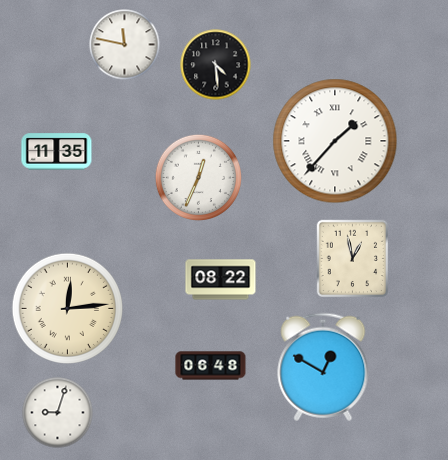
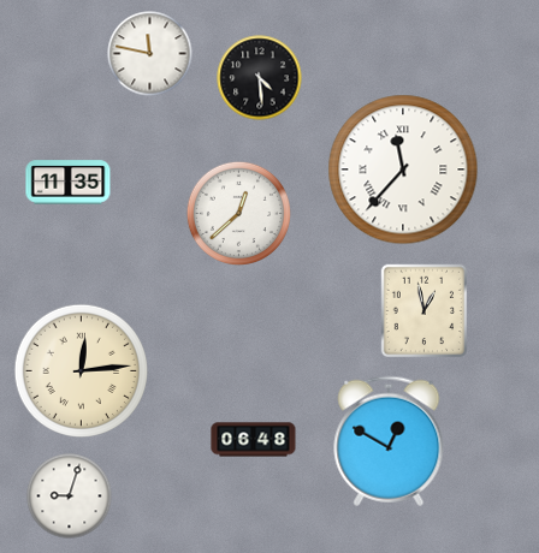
clock at (335, 141): 1:37 -> 11:37
clock at (198, 177): 12:34 -> 12:38
clock at (221, 280): 08:22 -> none
